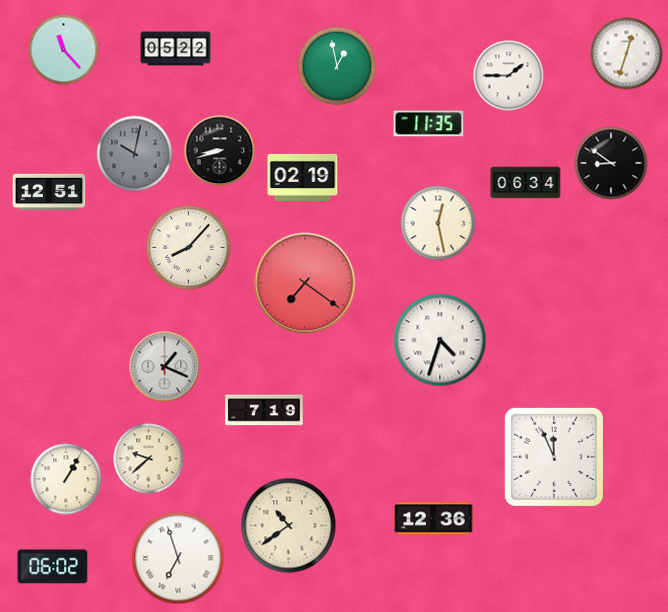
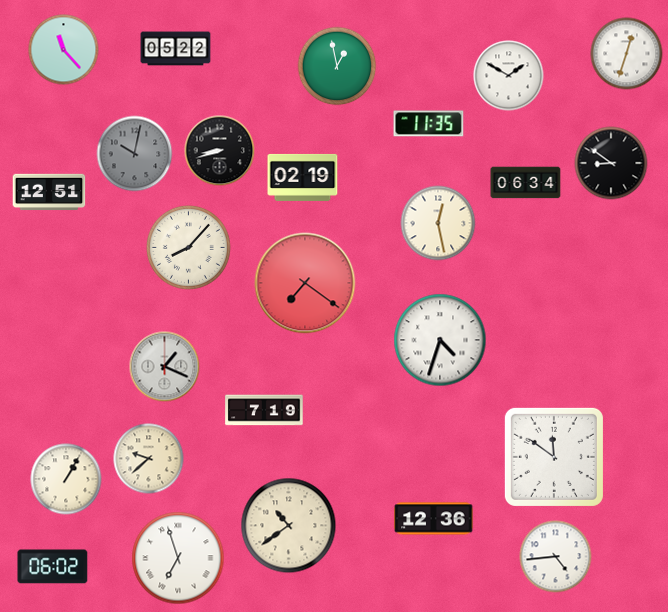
clock at (509, 76): 1:45 -> 1:50
clock at (554, 457): 11:56 -> 11:51
clock at (556, 557): none -> 4:44
